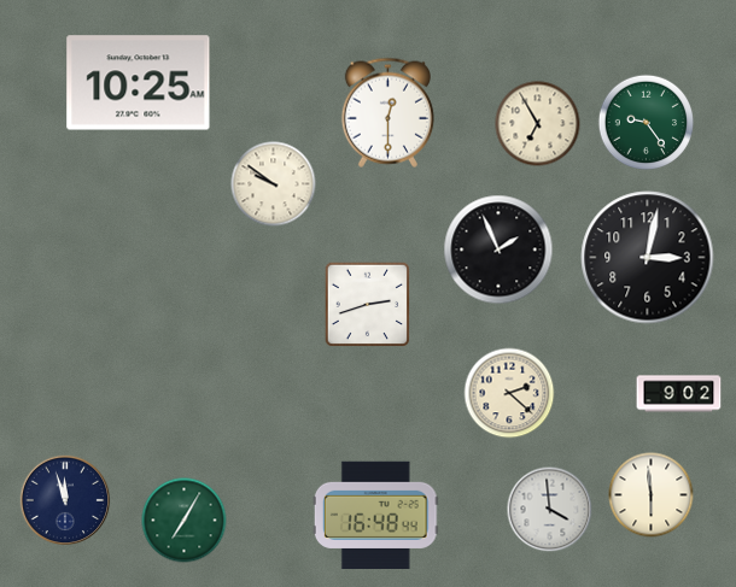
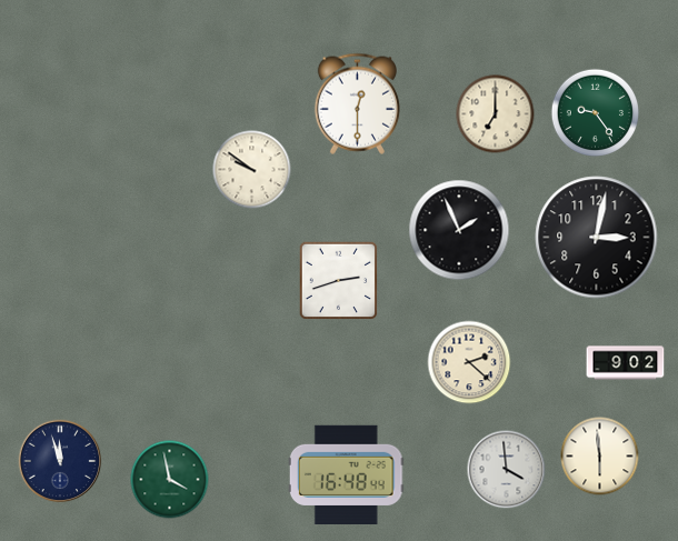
clock at (139, 83): 10:25 -> none
clock at (538, 124): 6:55 -> 7:00
clock at (185, 521): 7:05 -> 3:58
